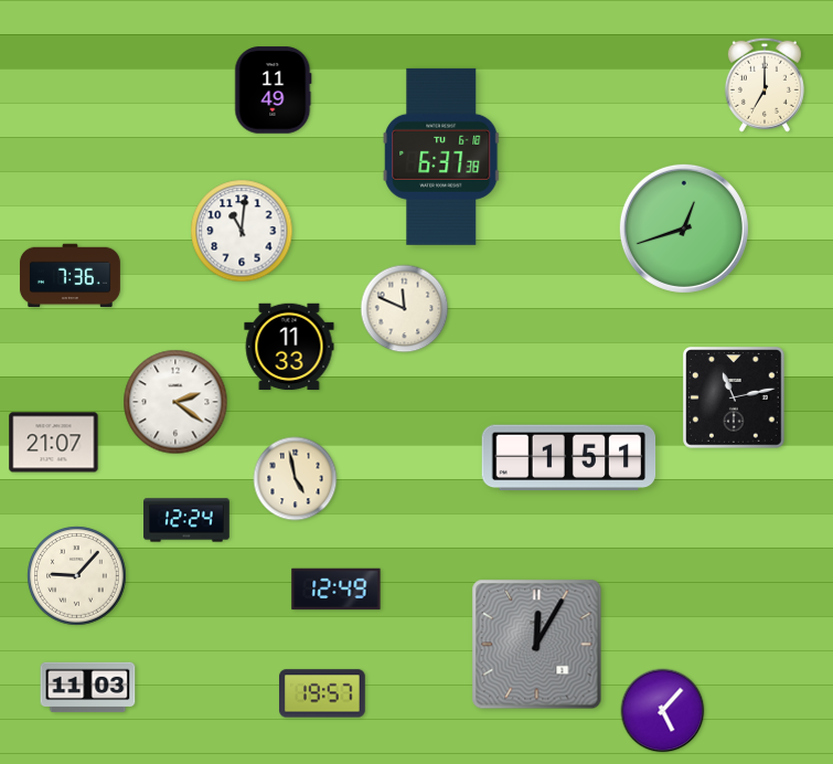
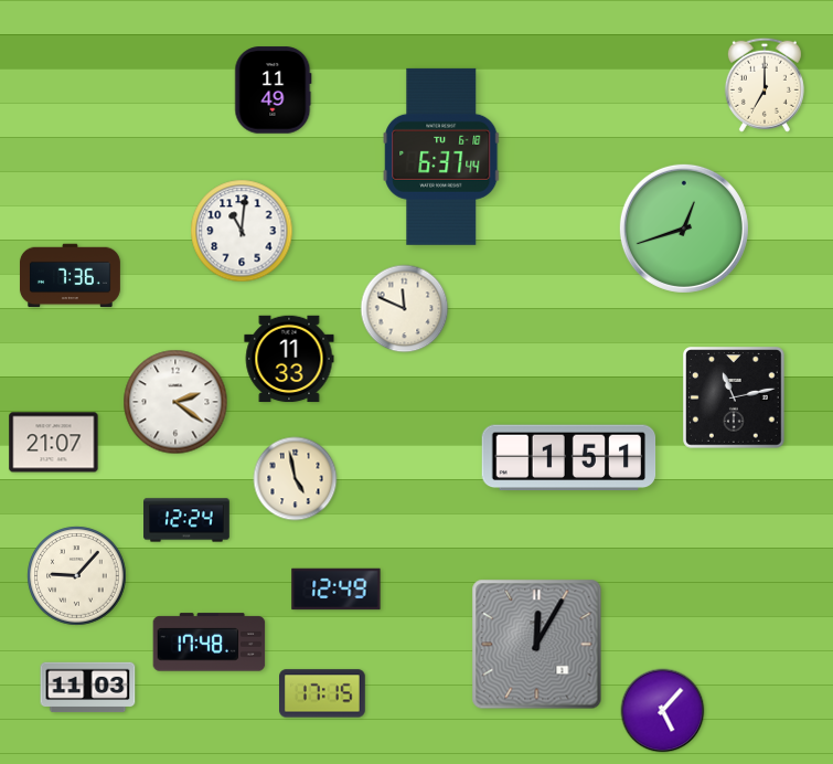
clock at (441, 157): 6:37:38 -> 6:37:44
clock at (289, 347) position: (289, 347) -> (289, 359)
clock at (210, 643): none -> 17:48
clock at (323, 693): 19:57 -> 17:15
